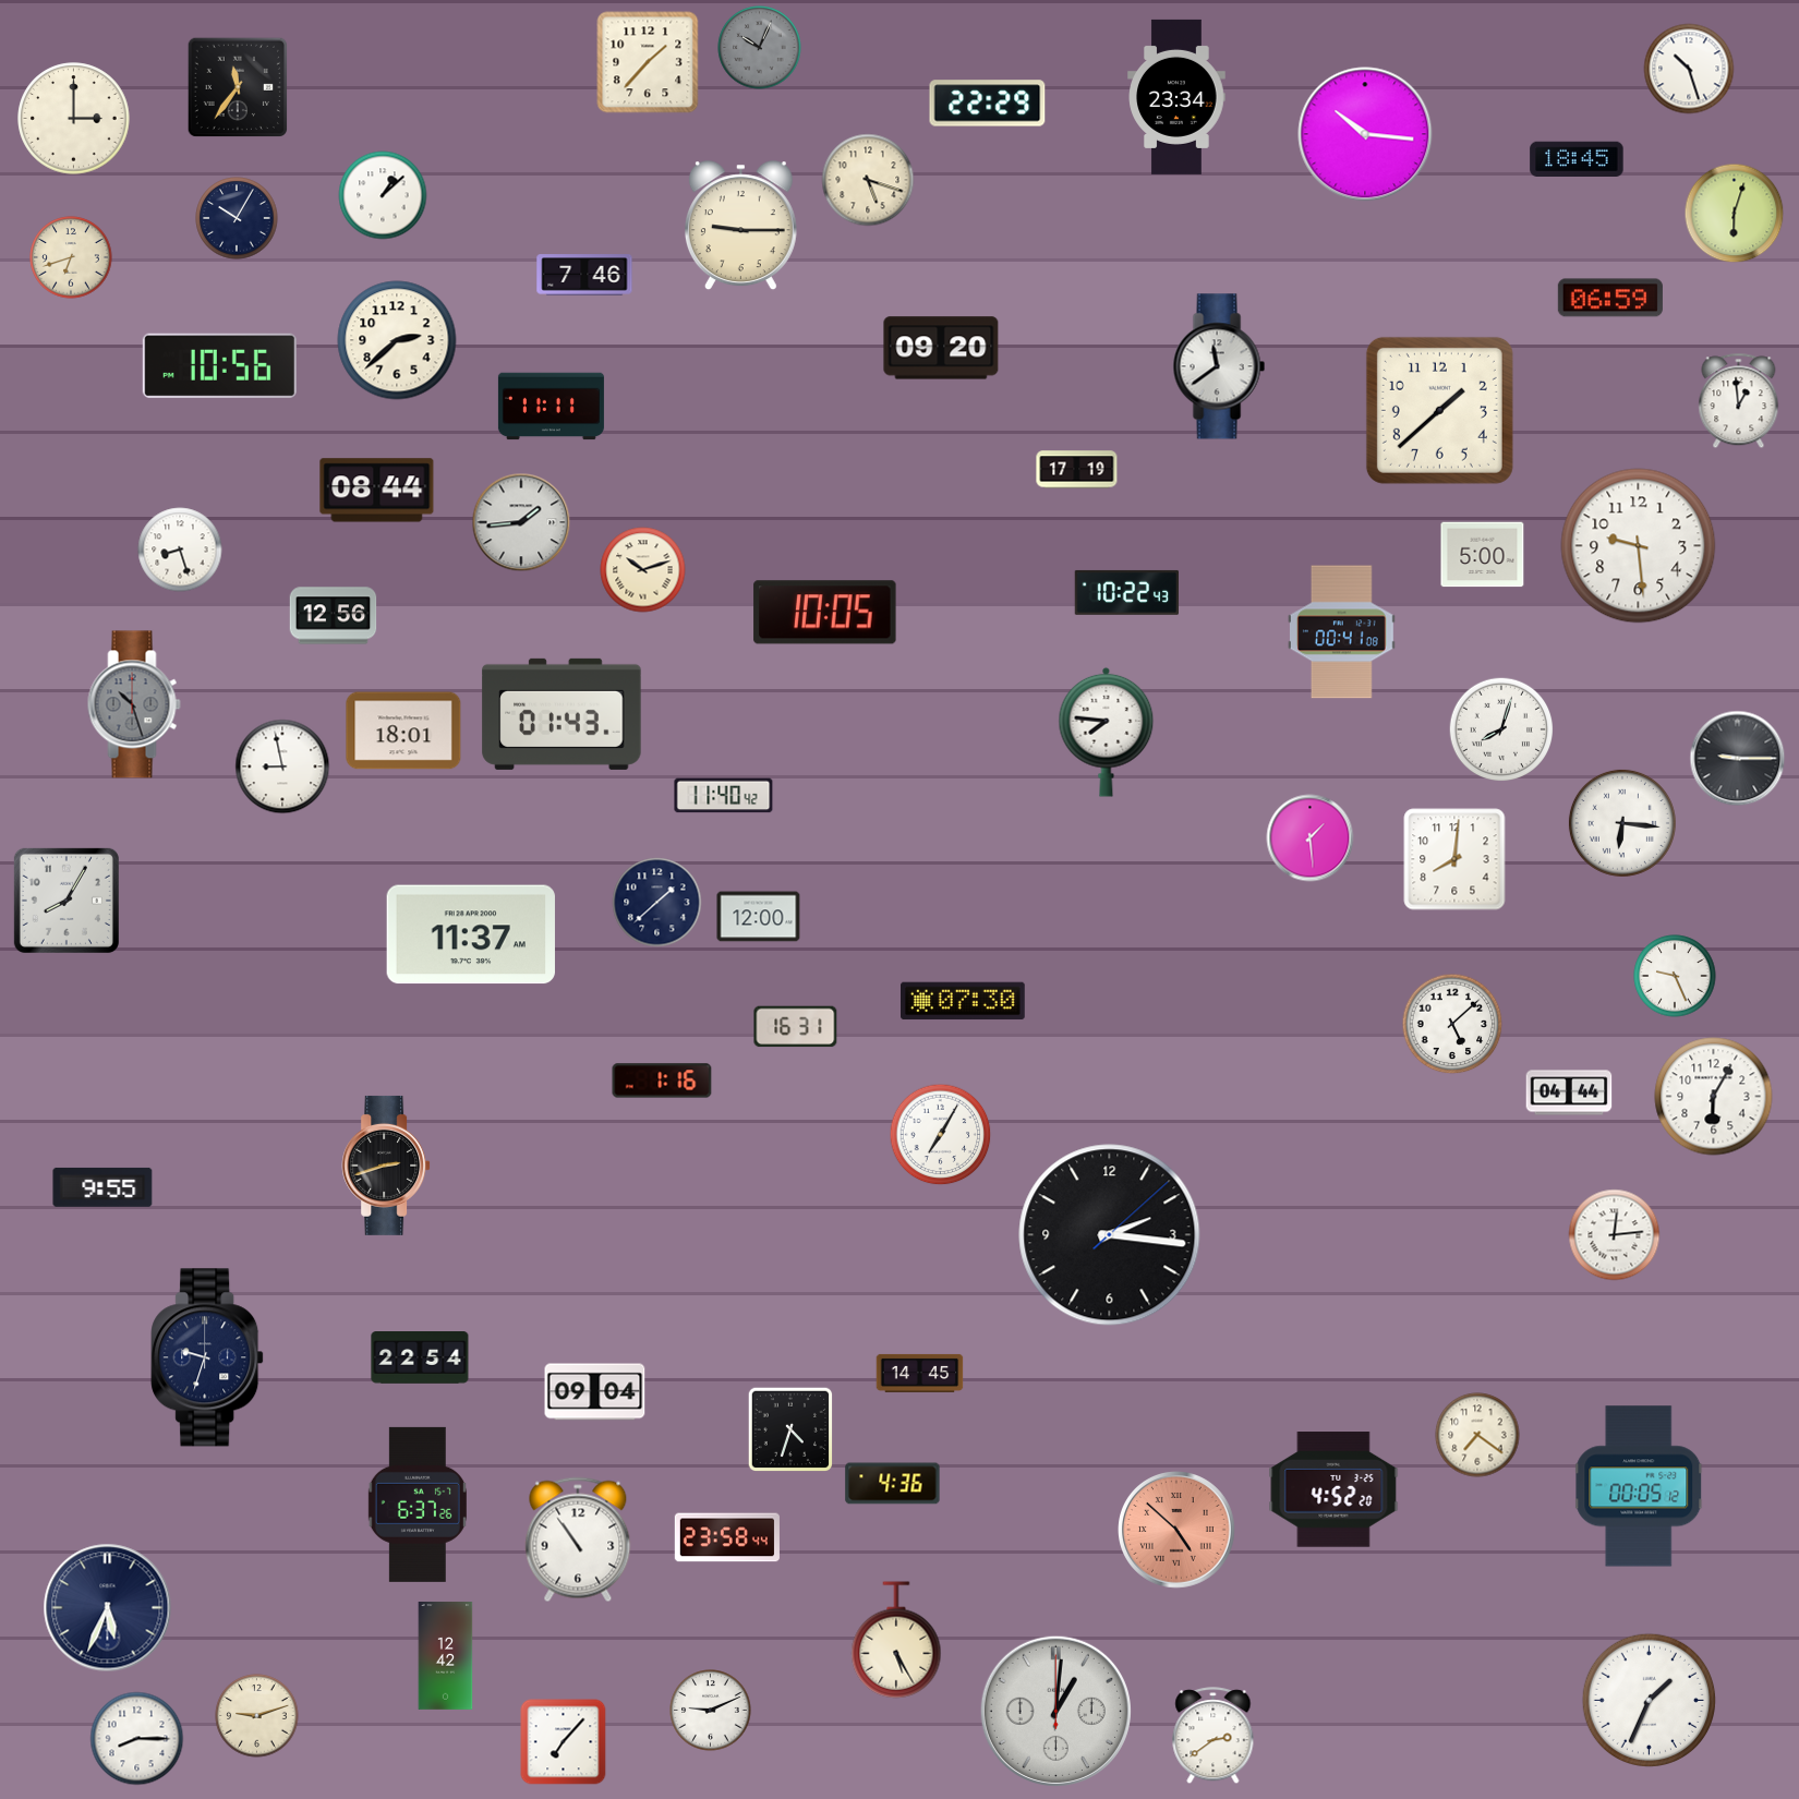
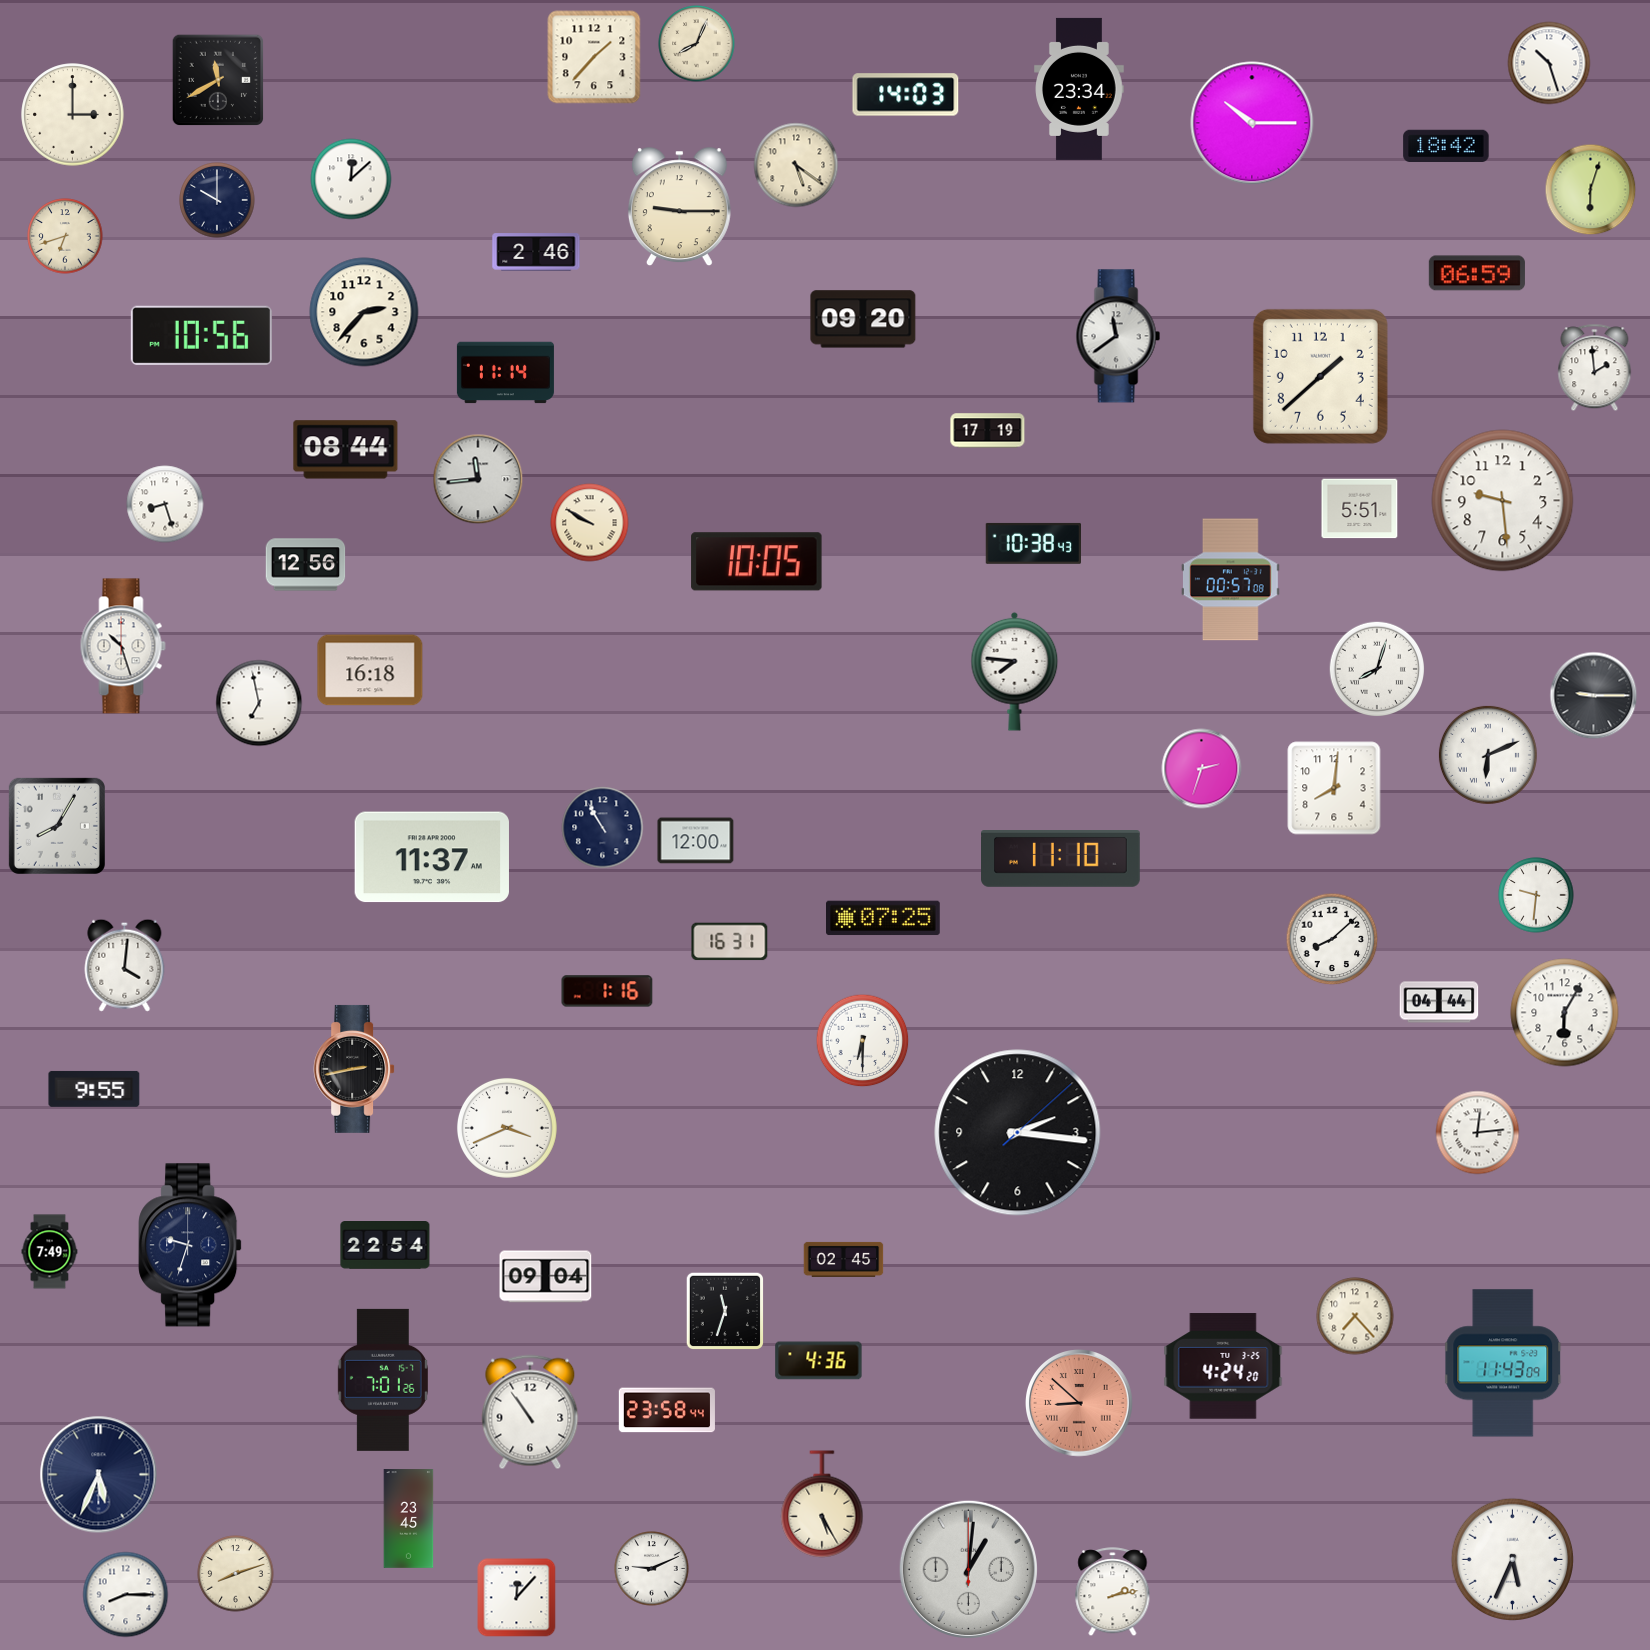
clock at (760, 48): 10:04 -> 8:04
clock at (760, 48) dial: grey -> cream
clock at (237, 86): 11:36 -> 11:40
clock at (988, 104): 22:29 -> 14:03
clock at (74, 119) position: (74, 119) -> (73, 115)
clock at (1365, 134): 10:16 -> 10:15
clock at (1577, 159): 18:45 -> 18:42
clock at (868, 180): 5:18 -> 5:21
clock at (383, 195): 1:08 -> 12:08
clock at (1735, 214) position: (1735, 214) -> (1591, 190)
clock at (237, 218): 10:05 -> 10:00
clock at (584, 275): 7:46 -> 2:46
clock at (397, 340): 2:38 -> 2:37
clock at (1739, 401): 12:59 -> 1:59
clock at (551, 407): 11:11 -> 11:14
clock at (521, 522): 1:44 -> 11:44
clock at (1483, 555): 5:00 -> 5:51
clock at (643, 570): 10:12 -> 9:50
clock at (1126, 592): 10:22 -> 10:38
clock at (1341, 632): 00:41 -> 00:57
clock at (134, 704) dial: grey -> white
clock at (562, 714): 01:43 -> none
clock at (403, 731): 18:01 -> 16:18
clock at (282, 766): 8:58 -> 6:58
clock at (724, 796): 11:40 -> none
clock at (1622, 823): 6:16 -> 6:11
clock at (1311, 838): 1:29 -> 2:33
clock at (67, 901) position: (67, 901) -> (57, 826)
clock at (657, 903): 1:38 -> 10:55
clock at (1061, 859): none -> 11:10
clock at (1675, 976): 9:26 -> 9:31
clock at (964, 1001): 07:30 -> 07:25
clock at (1452, 1024): 5:08 -> 8:08
clock at (125, 965): none -> 4:01
clock at (1714, 1097) position: (1714, 1097) -> (1565, 1013)
clock at (941, 1135): 7:05 -> 6:30
clock at (386, 1166): 2:42 -> 2:43
clock at (507, 1128): none -> 3:41
clock at (1615, 1235) position: (1615, 1235) -> (1478, 1133)
clock at (50, 1252): none -> 7:49
clock at (920, 1373): 14:45 -> 02:45
clock at (790, 1429): 4:33 -> 11:33
clock at (1477, 1435): 7:21 -> 7:23
clock at (1640, 1486): 00:05 -> 11:43
clock at (1333, 1489): 4:52 -> 4:24
clock at (418, 1505): 6:37 -> 7:01
clock at (1178, 1531): 4:52 -> 8:52
clock at (446, 1656): 12:42 -> 23:45
clock at (1649, 1700): 1:34 -> 5:34
clock at (257, 1716): 9:12 -> 8:12
clock at (1214, 1736): 2:39 -> 2:13
clock at (564, 1742): 7:07 -> 12:07
